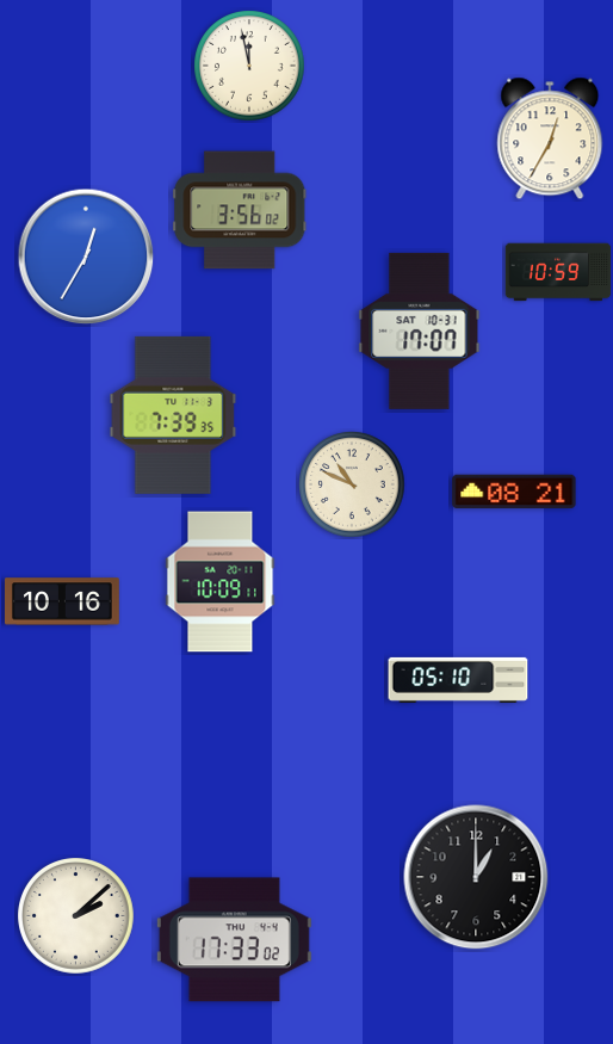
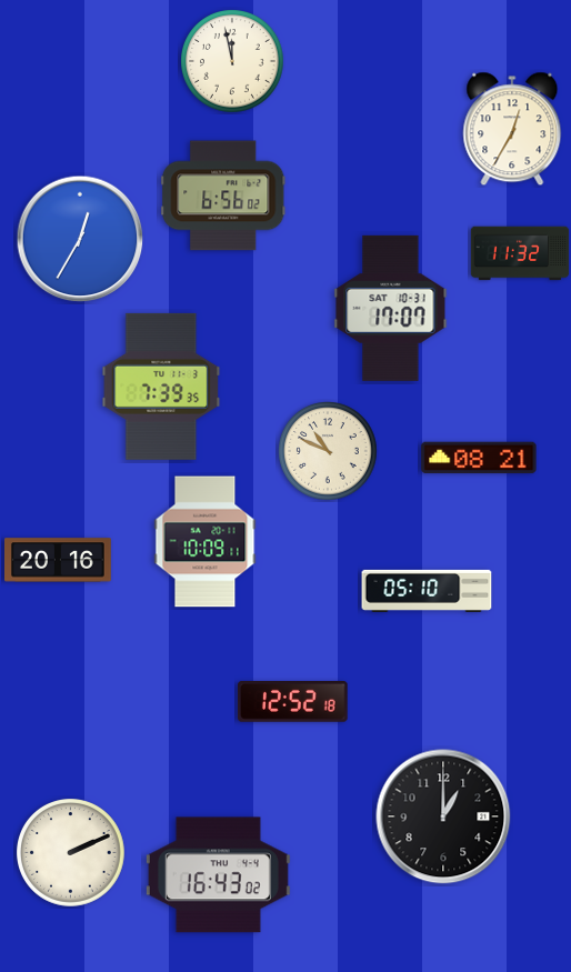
clock at (240, 210): 3:56 -> 6:56
clock at (558, 272): 10:59 -> 11:32
clock at (63, 601): 10:16 -> 20:16
clock at (458, 680) position: (458, 680) -> (427, 591)
clock at (293, 702): none -> 12:52
clock at (76, 916): 2:08 -> 2:11
clock at (234, 940): 17:33 -> 16:43
